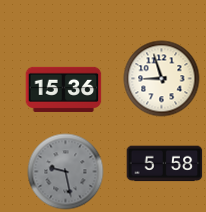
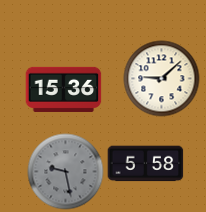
clock at (162, 79): 8:57 -> 9:08
clock at (165, 164) position: (165, 164) -> (146, 164)
